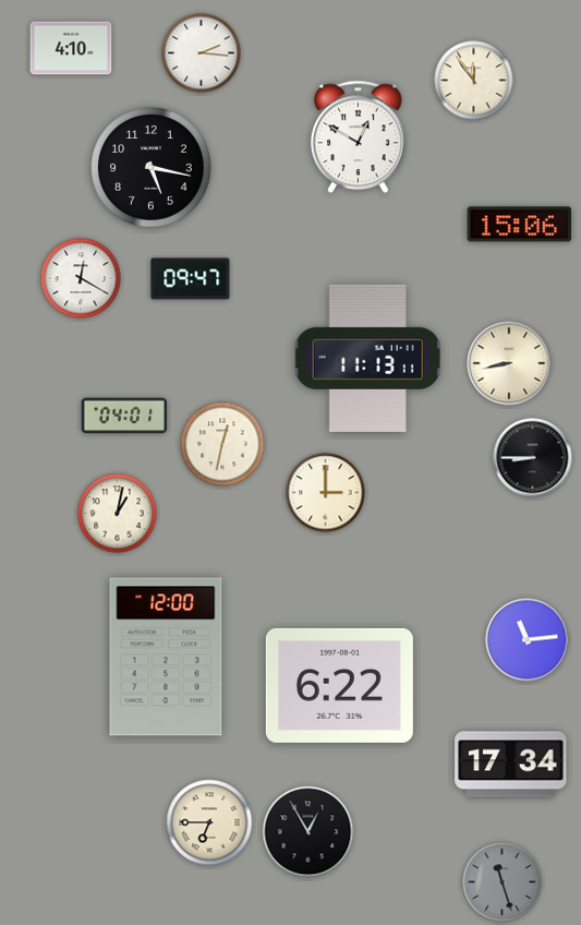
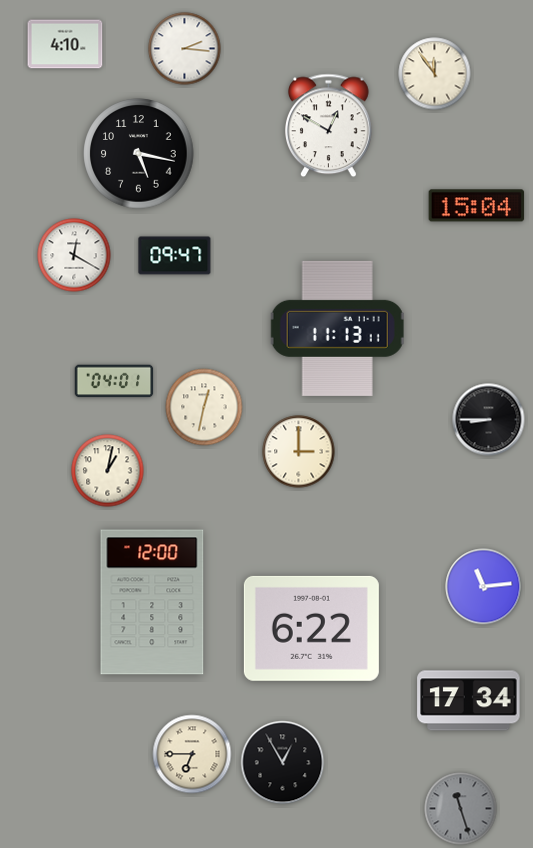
clock at (520, 225): 15:06 -> 15:04
clock at (509, 363): 8:43 -> none
